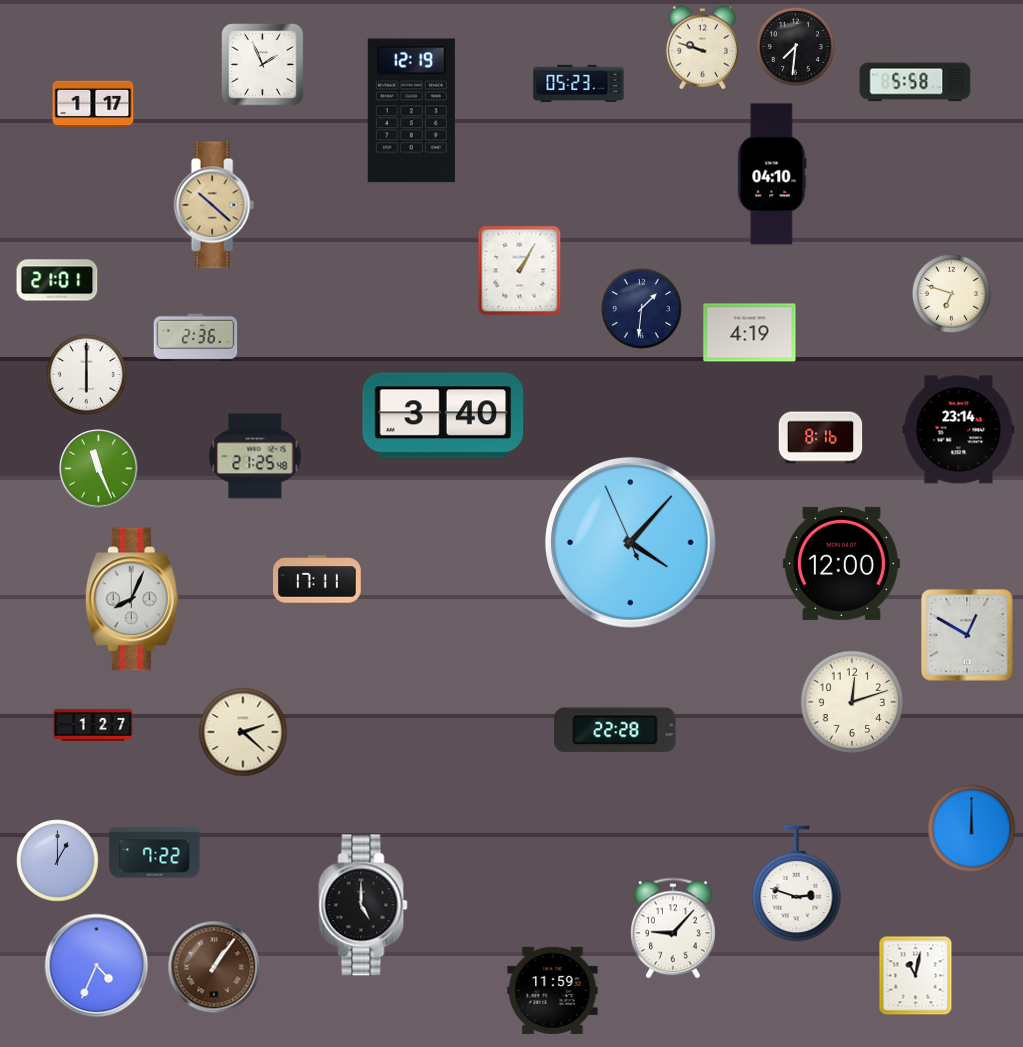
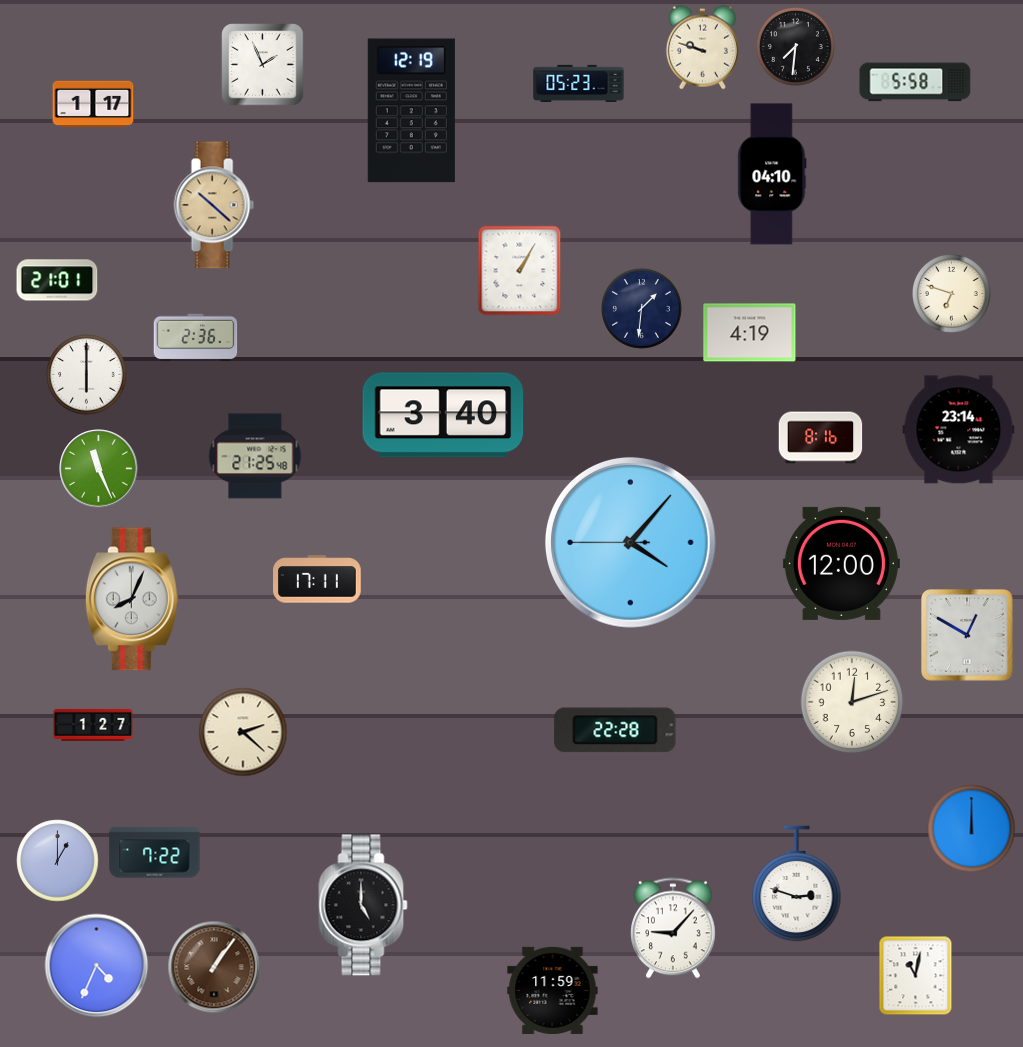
clock at (630, 543): 4:06:56 -> 4:06:45
